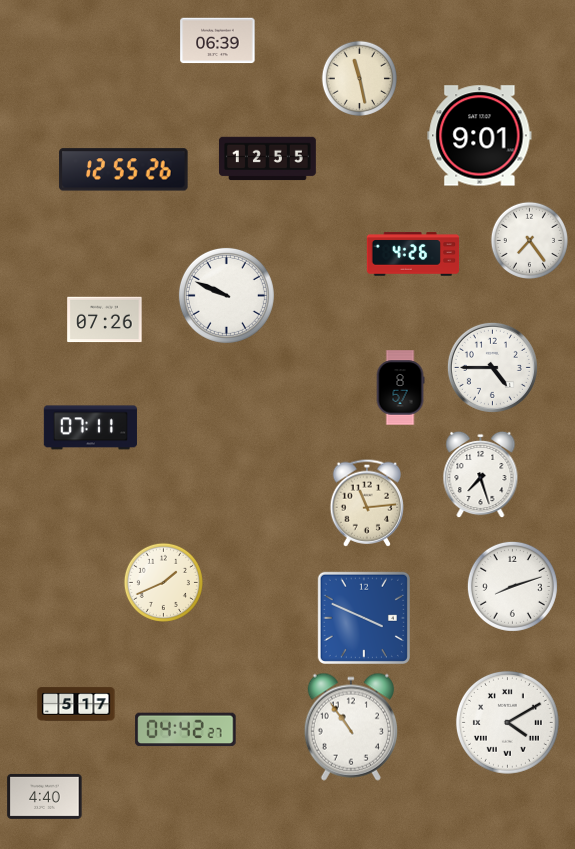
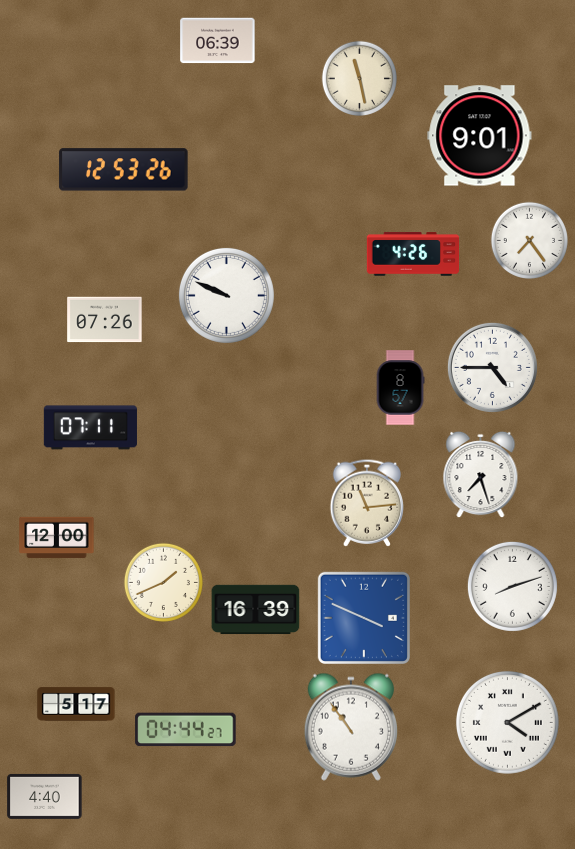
clock at (267, 159): 12:55 -> none
clock at (124, 170): 12:55 -> 12:53
clock at (57, 538): none -> 12:00
clock at (256, 610): none -> 16:39
clock at (186, 730): 04:42 -> 04:44
